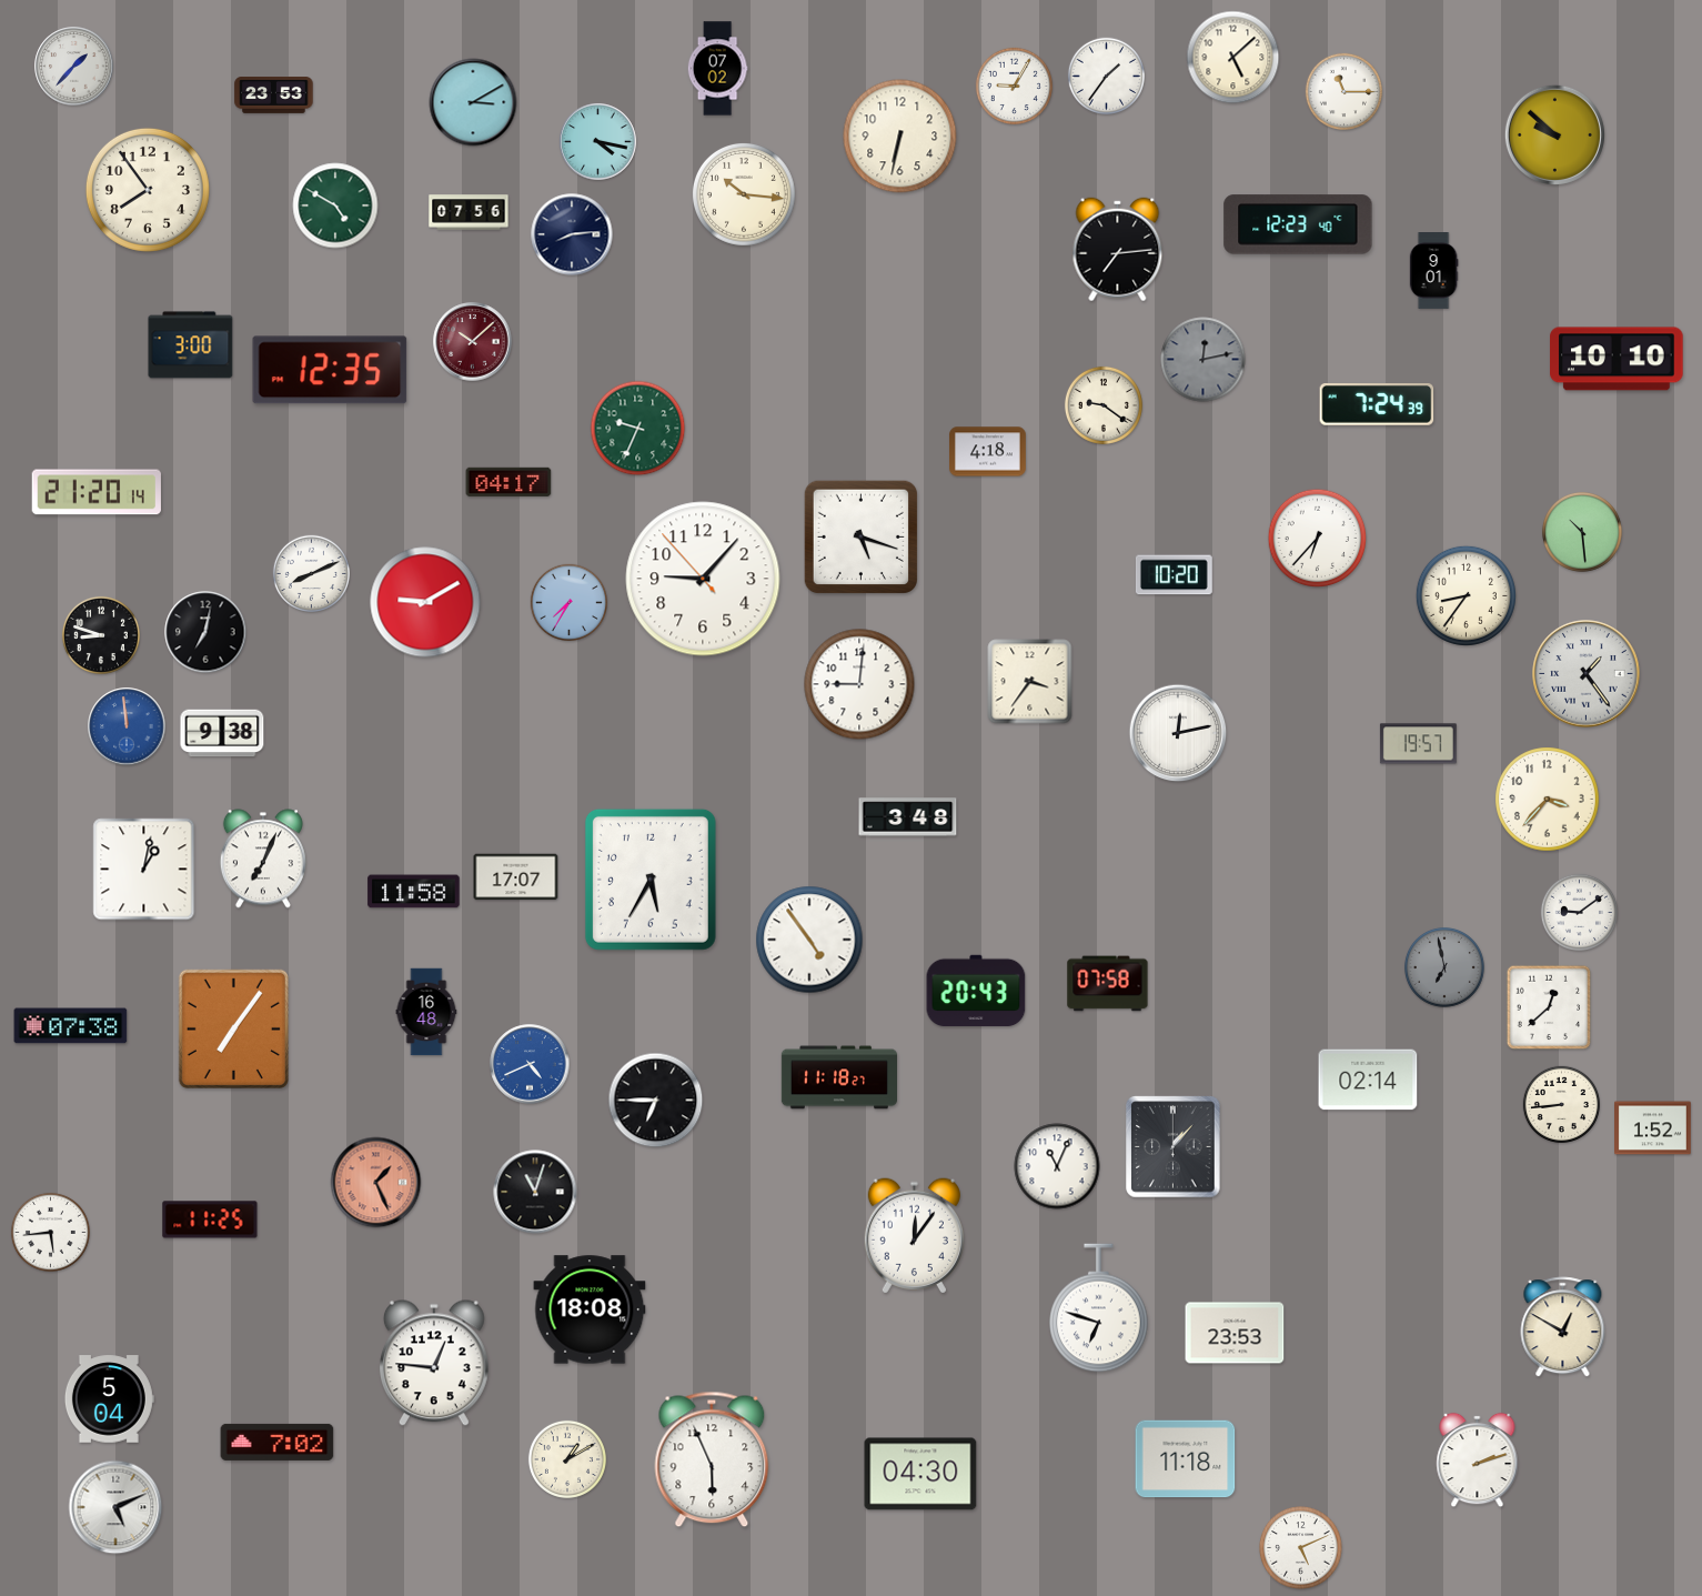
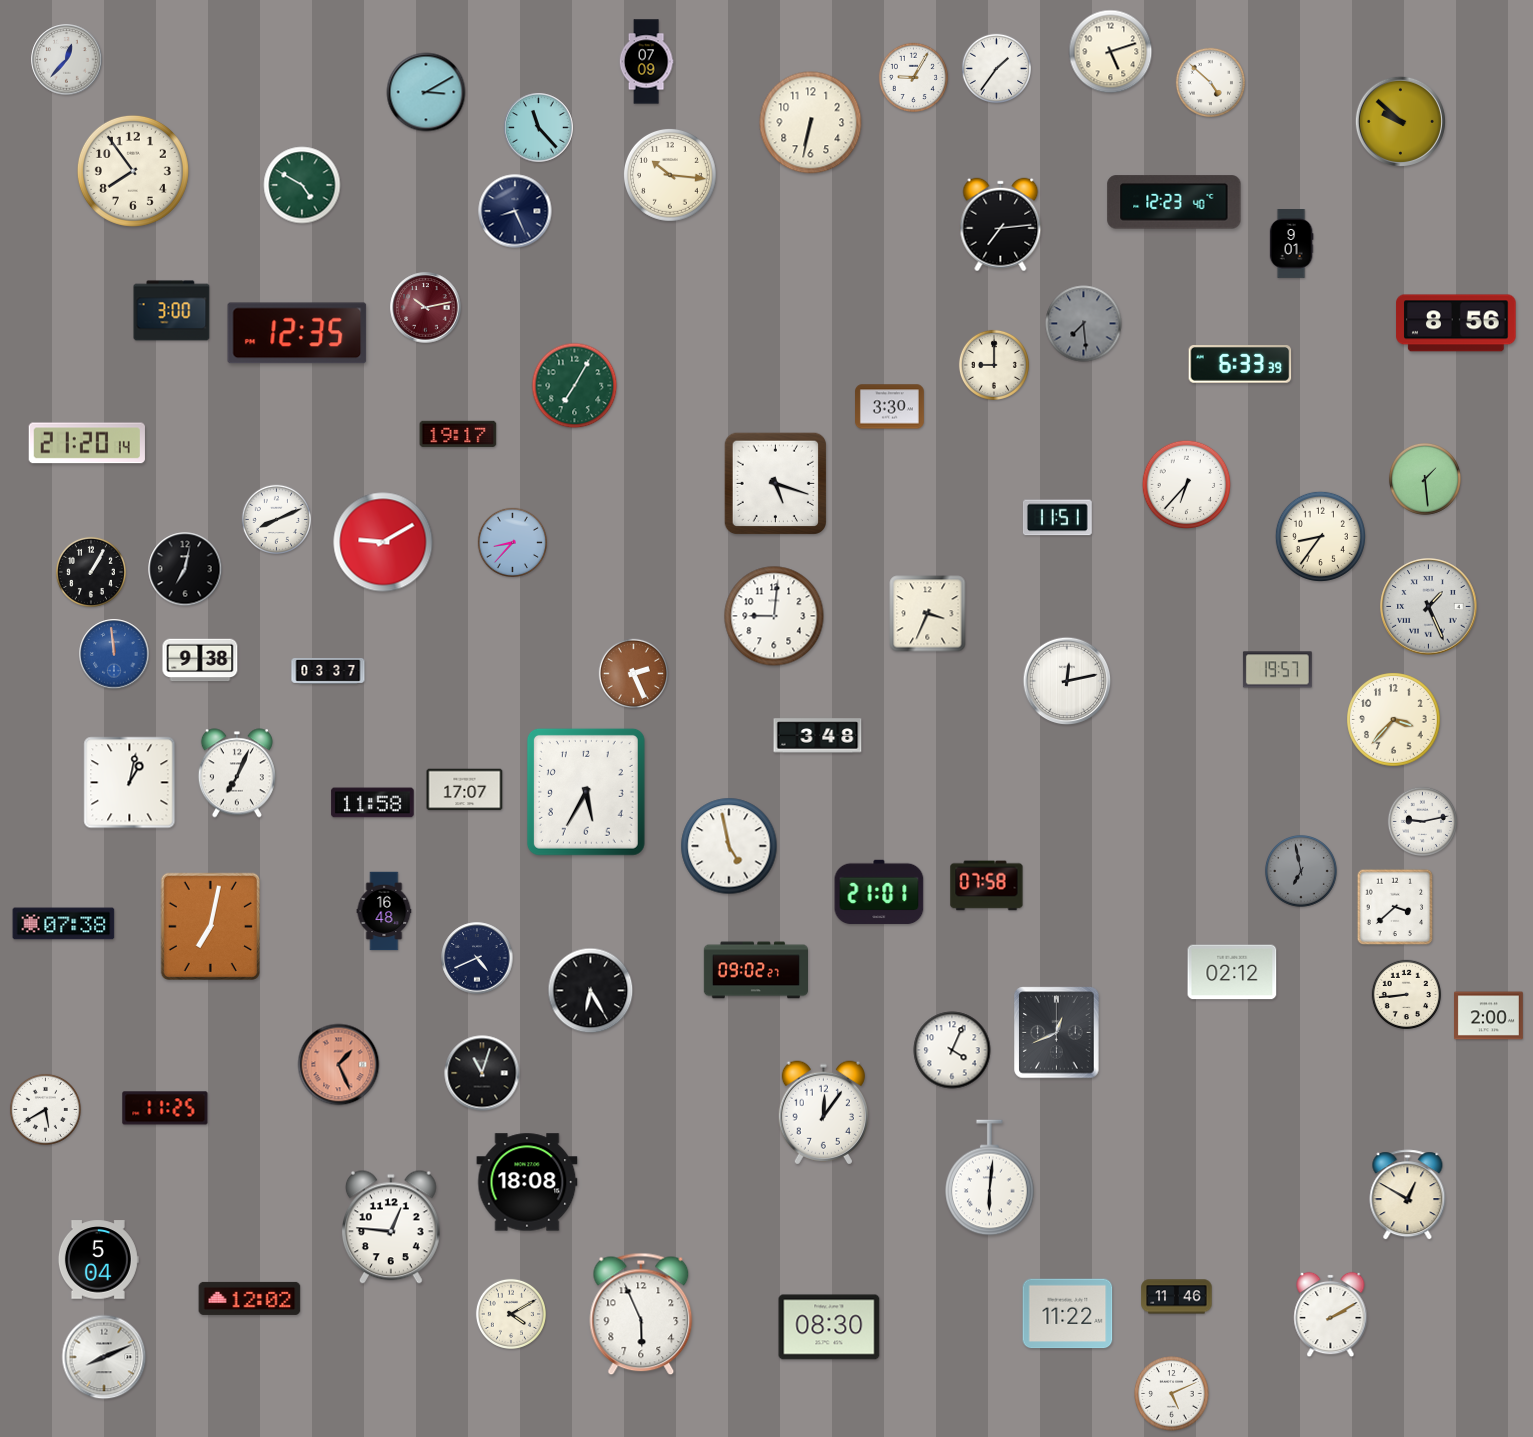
clock at (1233, 58): 5:08 -> 5:12
clock at (74, 67): 1:37 -> 12:37
clock at (717, 69): 07:02 -> 07:09
clock at (1343, 91): 11:15 -> 4:52
clock at (274, 96): 23:53 -> none
clock at (598, 142): 4:17 -> 11:23
clock at (469, 212): 07:56 -> none
clock at (1298, 224) position: (1298, 224) -> (1174, 202)
clock at (572, 234): 8:14 -> 8:26
clock at (1118, 250) position: (1118, 250) -> (1001, 225)
clock at (473, 342): 10:08 -> 10:13
clock at (1617, 359): 10:10 -> 8:56
clock at (1204, 360): 12:13 -> 7:29
clock at (1104, 405): 9:21 -> 9:00
clock at (1377, 405): 7:24 -> 6:33
clock at (638, 429): 9:34 -> 7:05
clock at (988, 452): 4:18 -> 3:30
clock at (508, 482): 04:17 -> 19:17
clock at (1582, 532): 10:29 -> 1:29
clock at (311, 573) position: (311, 573) -> (276, 519)
clock at (1174, 575): 10:20 -> 11:51
clock at (703, 579): 9:06 -> none
clock at (568, 602): 7:35 -> 8:37
clock at (101, 635): 8:48 -> 1:05
clock at (1587, 674): 1:24 -> 1:26
clock at (1030, 682): 3:36 -> 3:34
clock at (1178, 733) position: (1178, 733) -> (1067, 681)
clock at (328, 672): none -> 03:37
clock at (633, 673): none -> 2:26
clock at (1579, 912): 9:09 -> 9:13
clock at (809, 940): 4:54 -> 4:58
clock at (1108, 984) position: (1108, 984) -> (987, 886)
clock at (976, 991): 20:43 -> 21:01
clock at (1549, 1007): 12:38 -> 3:38
clock at (233, 1028): 7:06 -> 7:02
clock at (530, 1064) dial: blue -> navy
clock at (838, 1077): 11:18 -> 09:02
clock at (1368, 1080): 02:14 -> 02:12
clock at (656, 1101): 6:45 -> 6:25
clock at (1653, 1128): 1:52 -> 2:00
clock at (1174, 1147): 1:07 -> 12:41
clock at (1057, 1166): 11:04 -> 4:04
clock at (210, 1219) position: (210, 1219) -> (165, 1108)
clock at (50, 1232): 5:44 -> 5:40
clock at (1099, 1308): 6:48 -> 6:01
clock at (590, 1309) position: (590, 1309) -> (527, 1182)
clock at (1235, 1333): 23:53 -> none
clock at (1177, 1297): none -> 11:46
clock at (278, 1442): 7:02 -> 12:02
clock at (567, 1459): 1:10 -> 4:10
clock at (1186, 1459): 11:18 -> 11:22
clock at (1478, 1461): 2:12 -> 2:10
clock at (920, 1474): 04:30 -> 08:30
clock at (115, 1507): 5:11 -> 8:11
